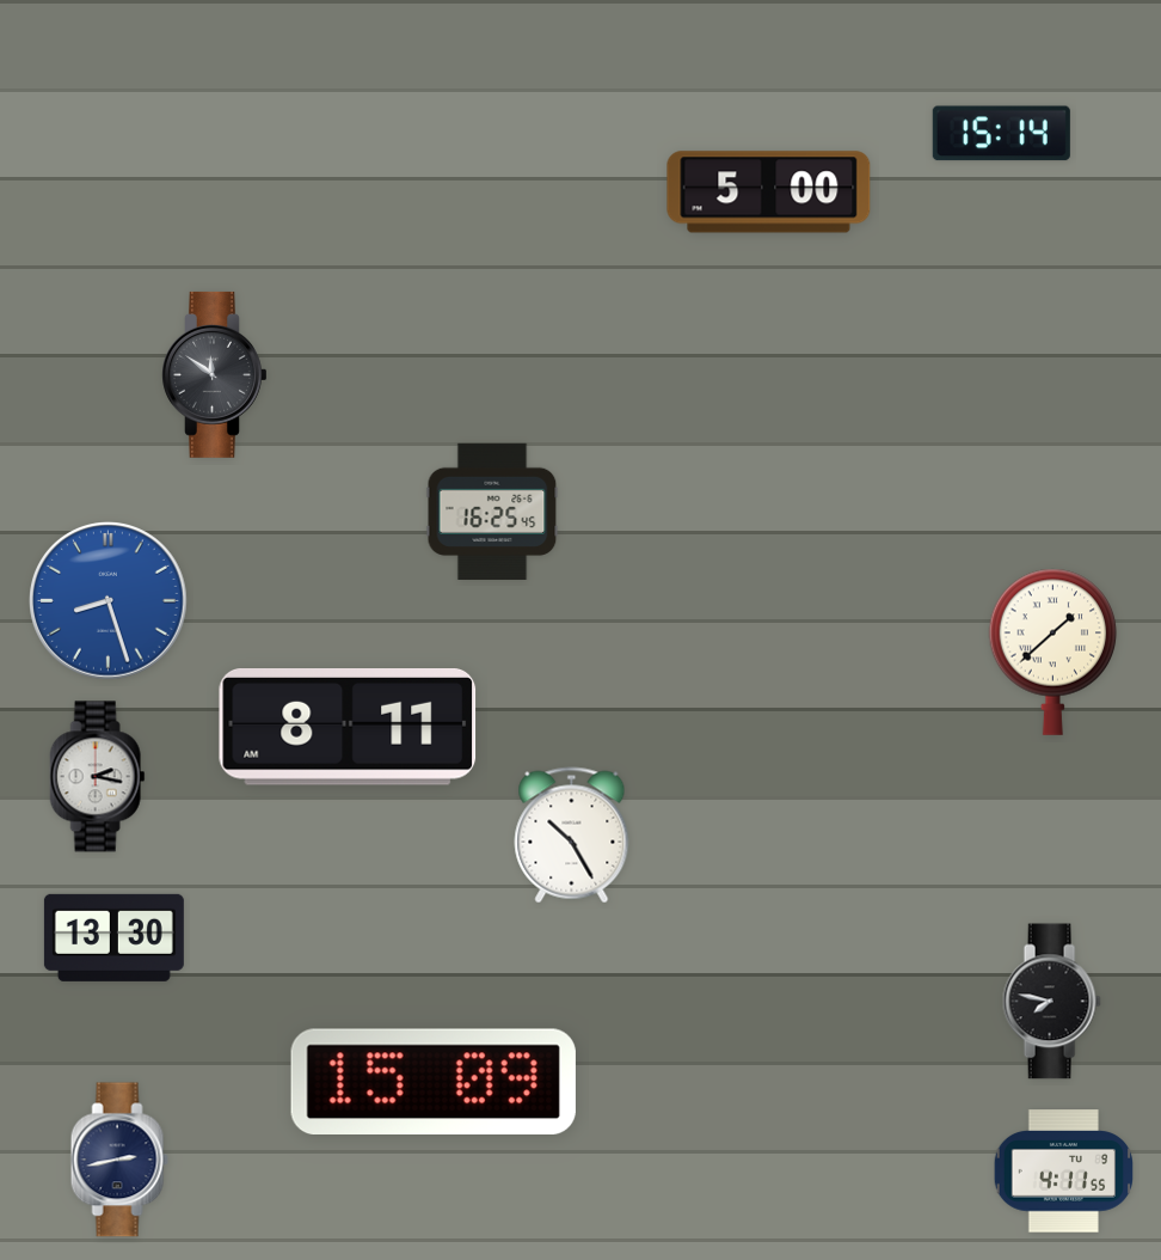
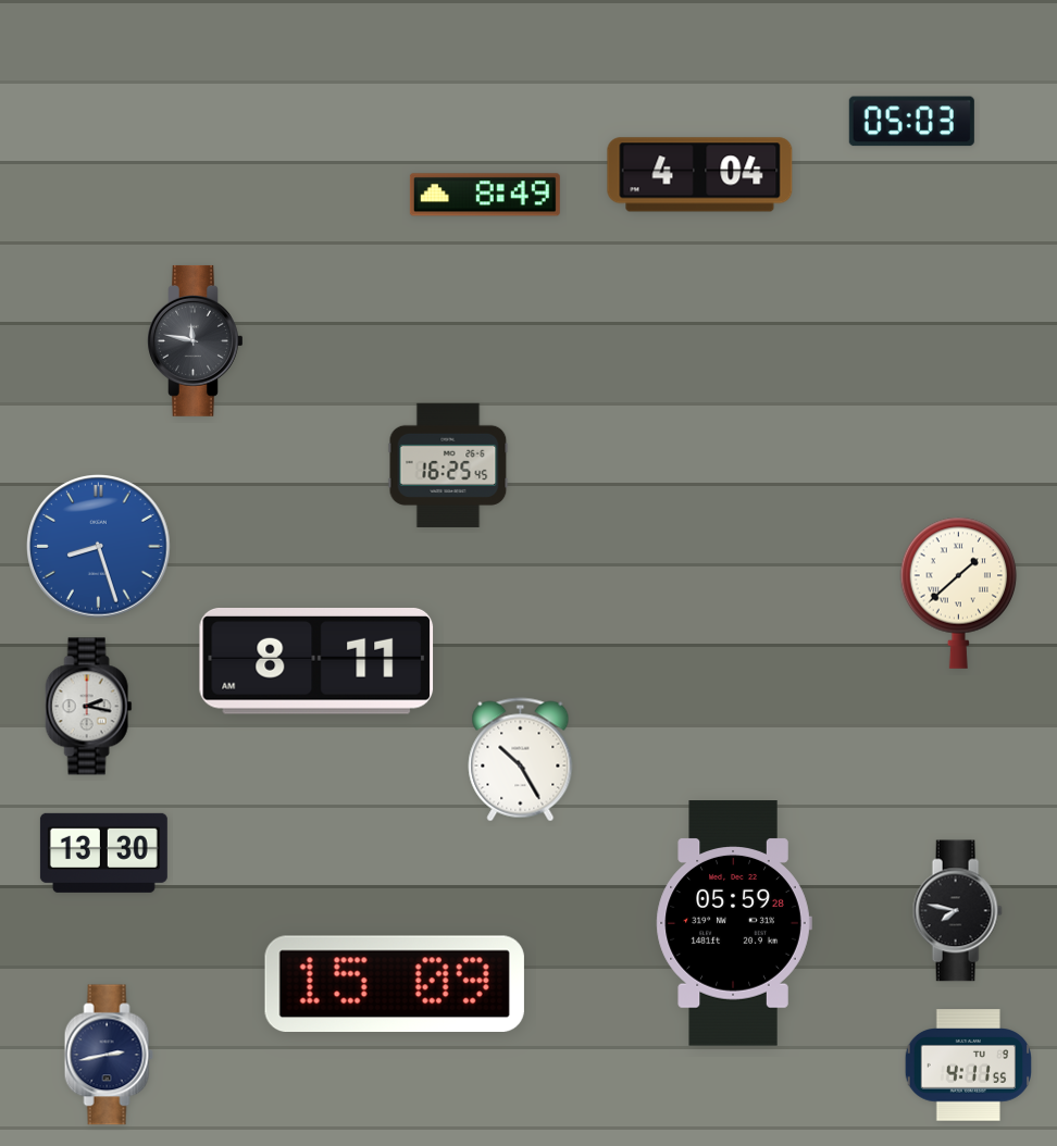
clock at (1001, 134): 15:14 -> 05:03
clock at (769, 192): 5:00 -> 4:04
clock at (485, 195): none -> 8:49
clock at (215, 374): 11:51 -> 11:47
clock at (734, 923): none -> 05:59
